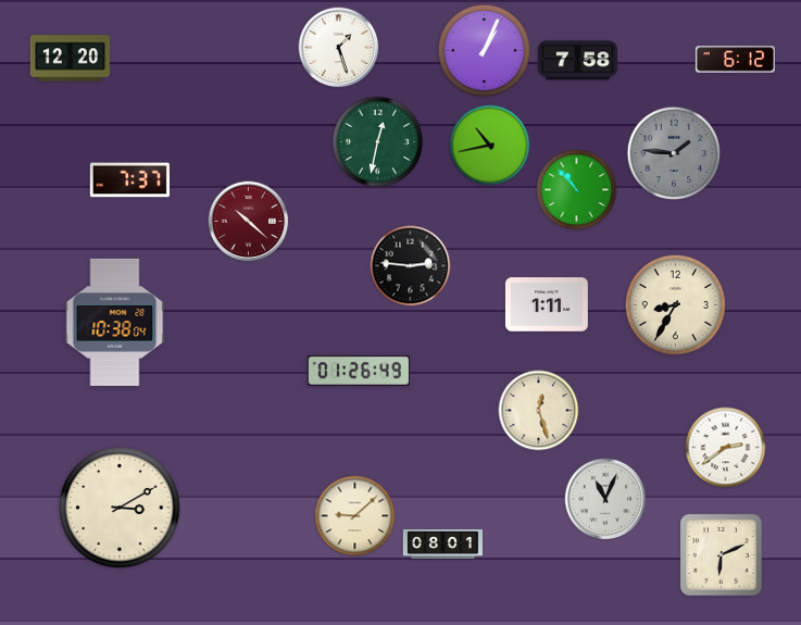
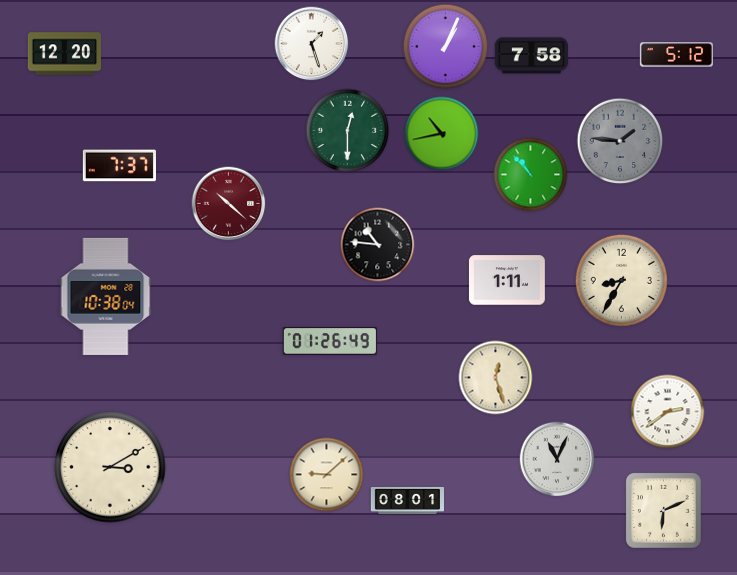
clock at (735, 60): 6:12 -> 5:12
clock at (378, 142): 12:32 -> 12:30
clock at (490, 146) position: (490, 146) -> (442, 134)
clock at (411, 266): 2:46 -> 10:46
clock at (547, 304) position: (547, 304) -> (507, 280)
